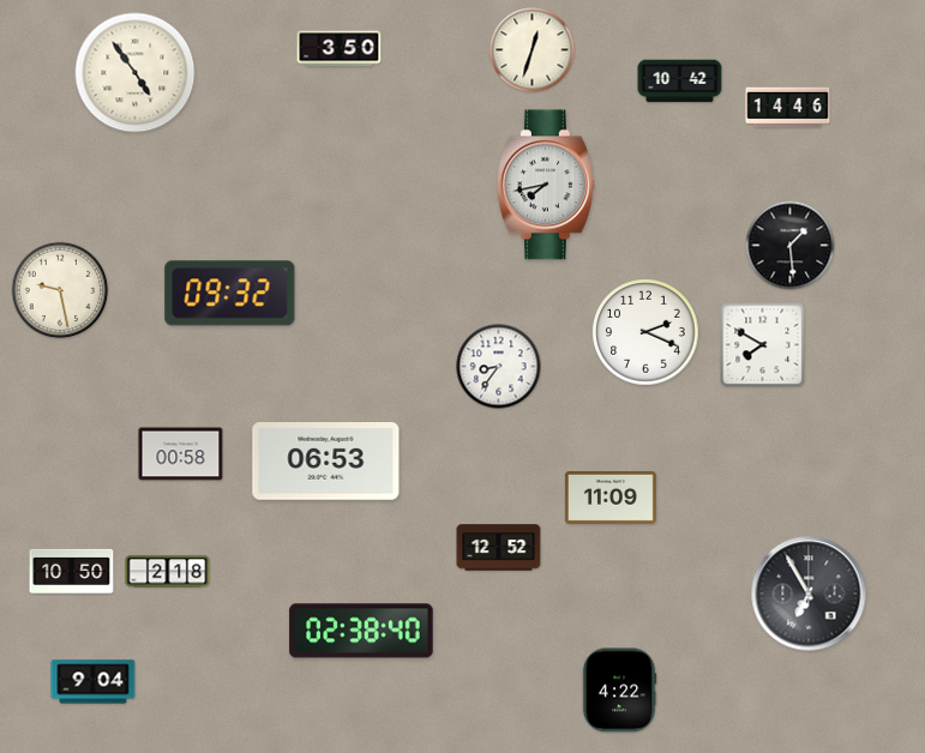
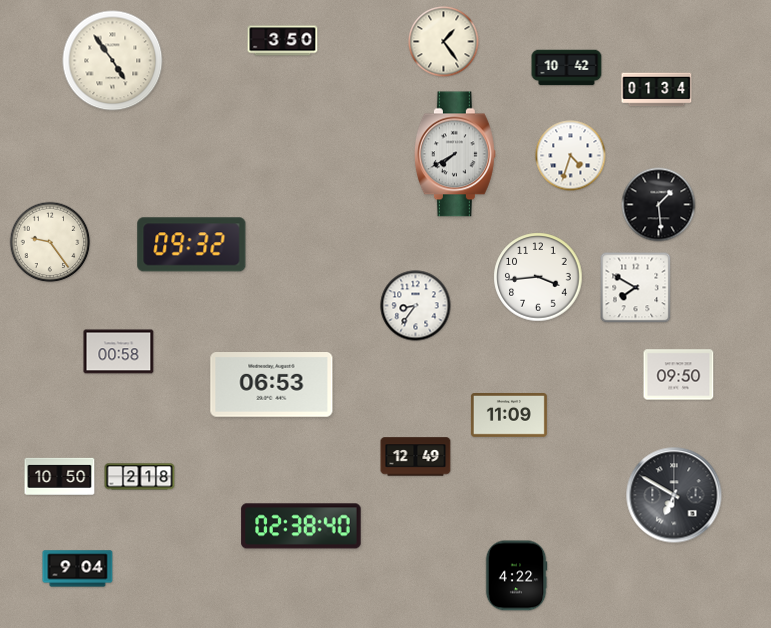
clock at (533, 50): 12:33 -> 1:24
clock at (788, 108): 14:46 -> 01:34
clock at (546, 185): 7:43 -> 7:40
clock at (571, 156): none -> 4:33
clock at (60, 290): 9:28 -> 9:24
clock at (645, 332): 2:19 -> 3:44
clock at (679, 375): none -> 09:50
clock at (181, 454) position: (181, 454) -> (119, 352)
clock at (499, 548): 12:52 -> 12:49
clock at (809, 594): 6:55 -> 6:50
